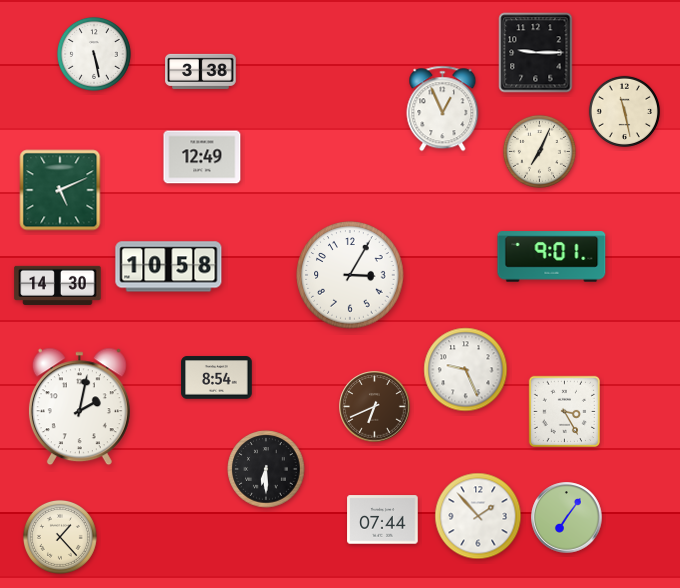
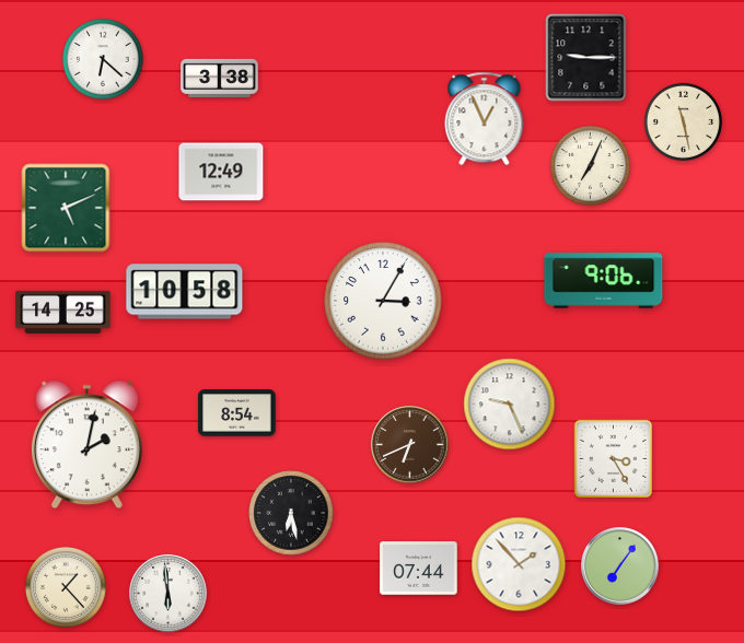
clock at (94, 54): 5:28 -> 6:22
clock at (552, 257): 9:01 -> 9:06
clock at (58, 285): 14:30 -> 14:25
clock at (564, 411) position: (564, 411) -> (613, 458)
clock at (266, 469): 6:30 -> 6:28
clock at (478, 516) position: (478, 516) -> (519, 564)
clock at (168, 594): none -> 5:59
